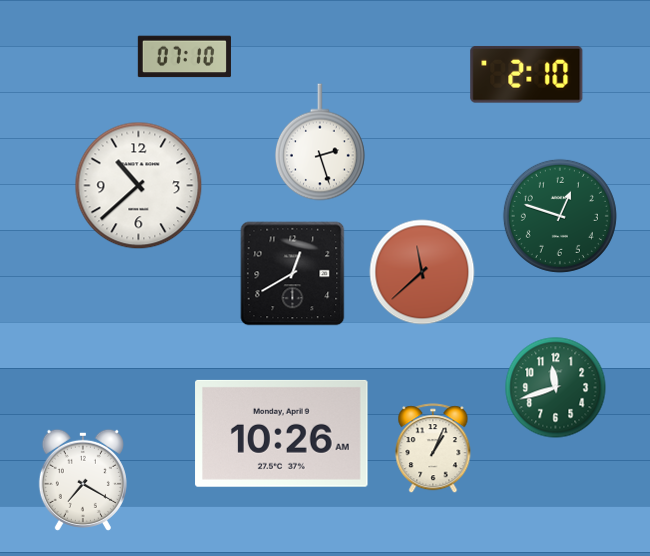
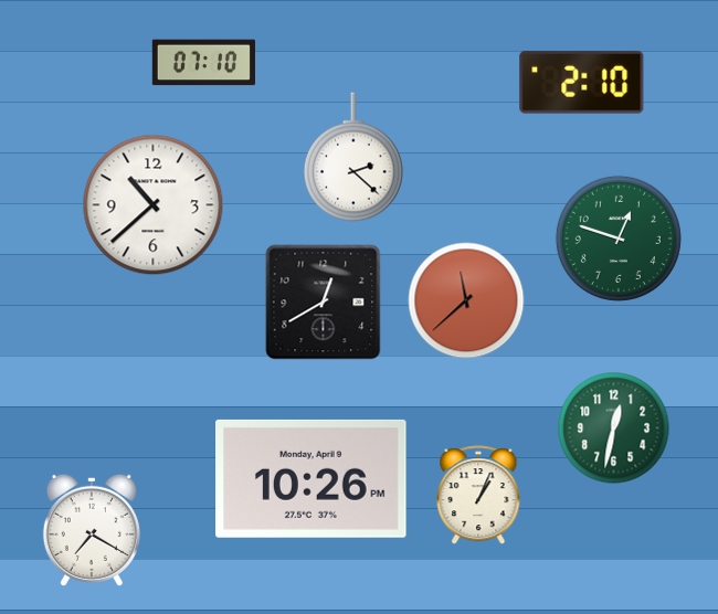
clock at (320, 142): 2:27 -> 2:22
clock at (556, 388): 11:42 -> 12:32
clock at (282, 433): 10:26 AM -> 10:26 PM
